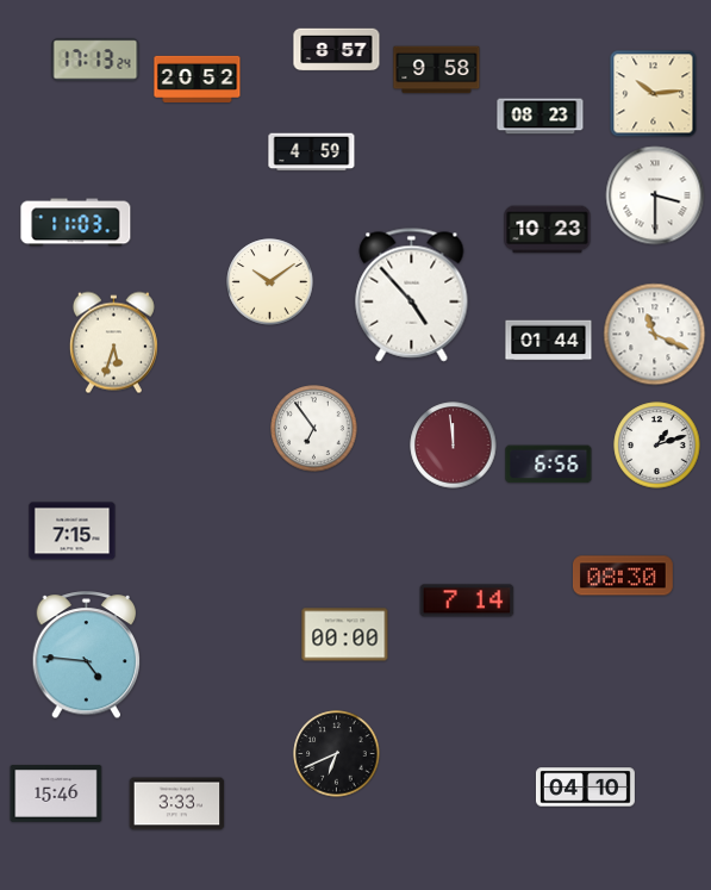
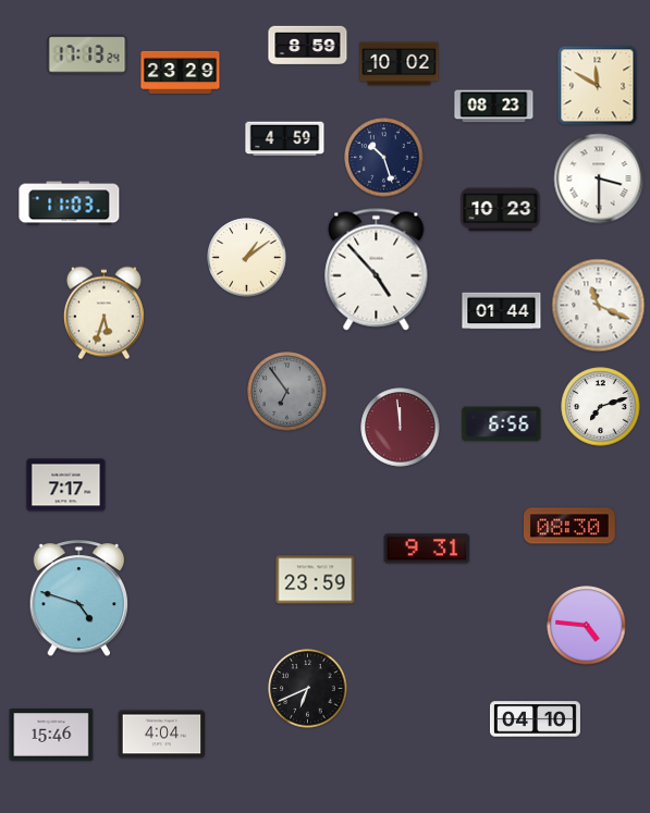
clock at (337, 50): 8:57 -> 8:59
clock at (437, 70): 9:58 -> 10:02
clock at (198, 79): 20:52 -> 23:29
clock at (654, 94): 10:14 -> 11:50
clock at (384, 158): none -> 10:27
clock at (270, 282): 10:09 -> 1:09
clock at (314, 429) dial: white -> grey
clock at (454, 446) position: (454, 446) -> (401, 428)
clock at (657, 446): 1:12 -> 7:12
clock at (73, 531): 7:15 -> 7:17
clock at (467, 600): 7:14 -> 9:31
clock at (345, 635): 00:00 -> 23:59
clock at (87, 655): 4:46 -> 4:48
clock at (587, 626): none -> 4:46
clock at (56, 793) position: (56, 793) -> (51, 735)
clock at (177, 804): 3:33 -> 4:04
